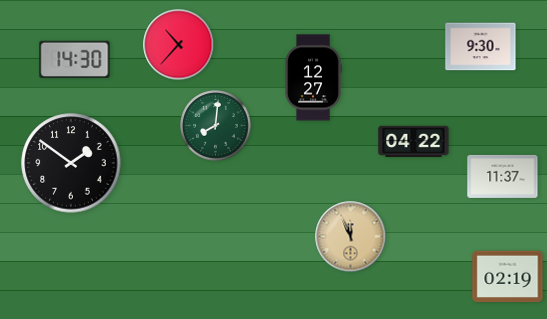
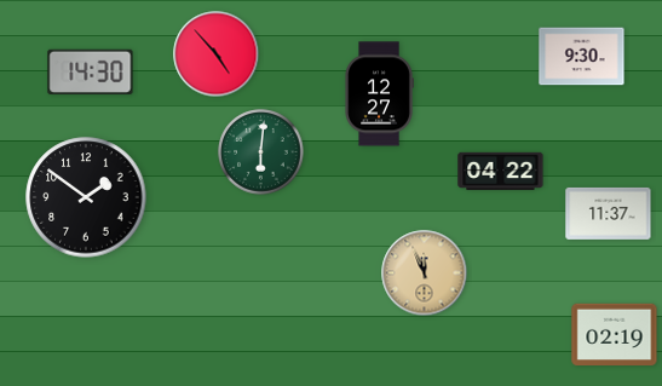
clock at (179, 45): 10:37 -> 4:53
clock at (216, 126): 8:01 -> 6:01
clock at (351, 237) position: (351, 237) -> (425, 273)
